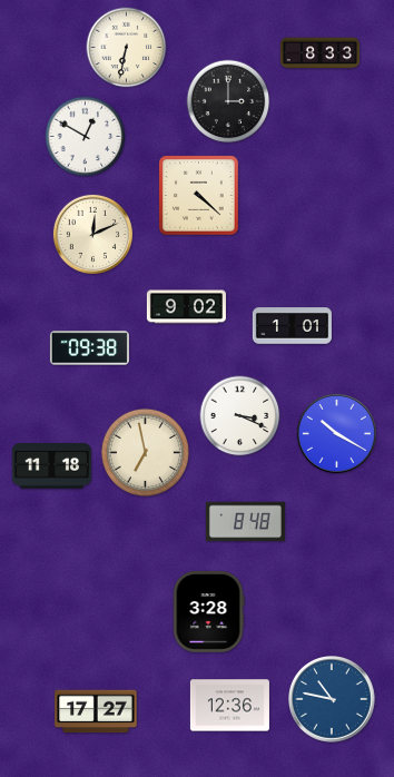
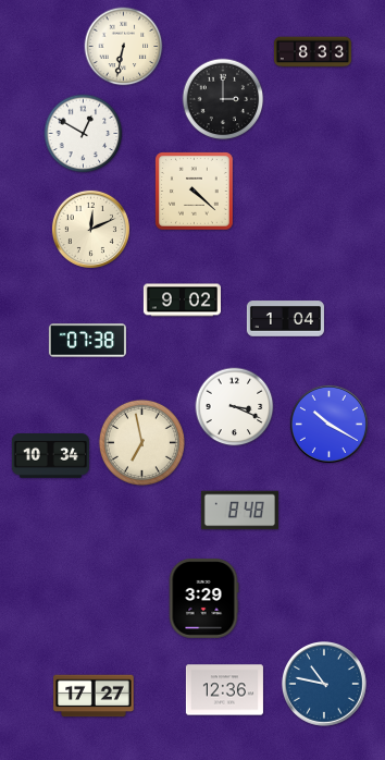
clock at (292, 326): 1:01 -> 1:04
clock at (89, 348): 09:38 -> 07:38
clock at (51, 466): 11:18 -> 10:34
clock at (208, 612): 3:28 -> 3:29
